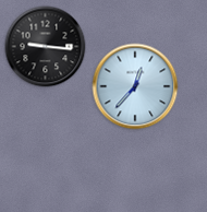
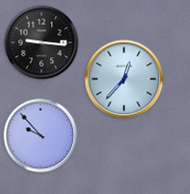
clock at (41, 136): none -> 9:53
